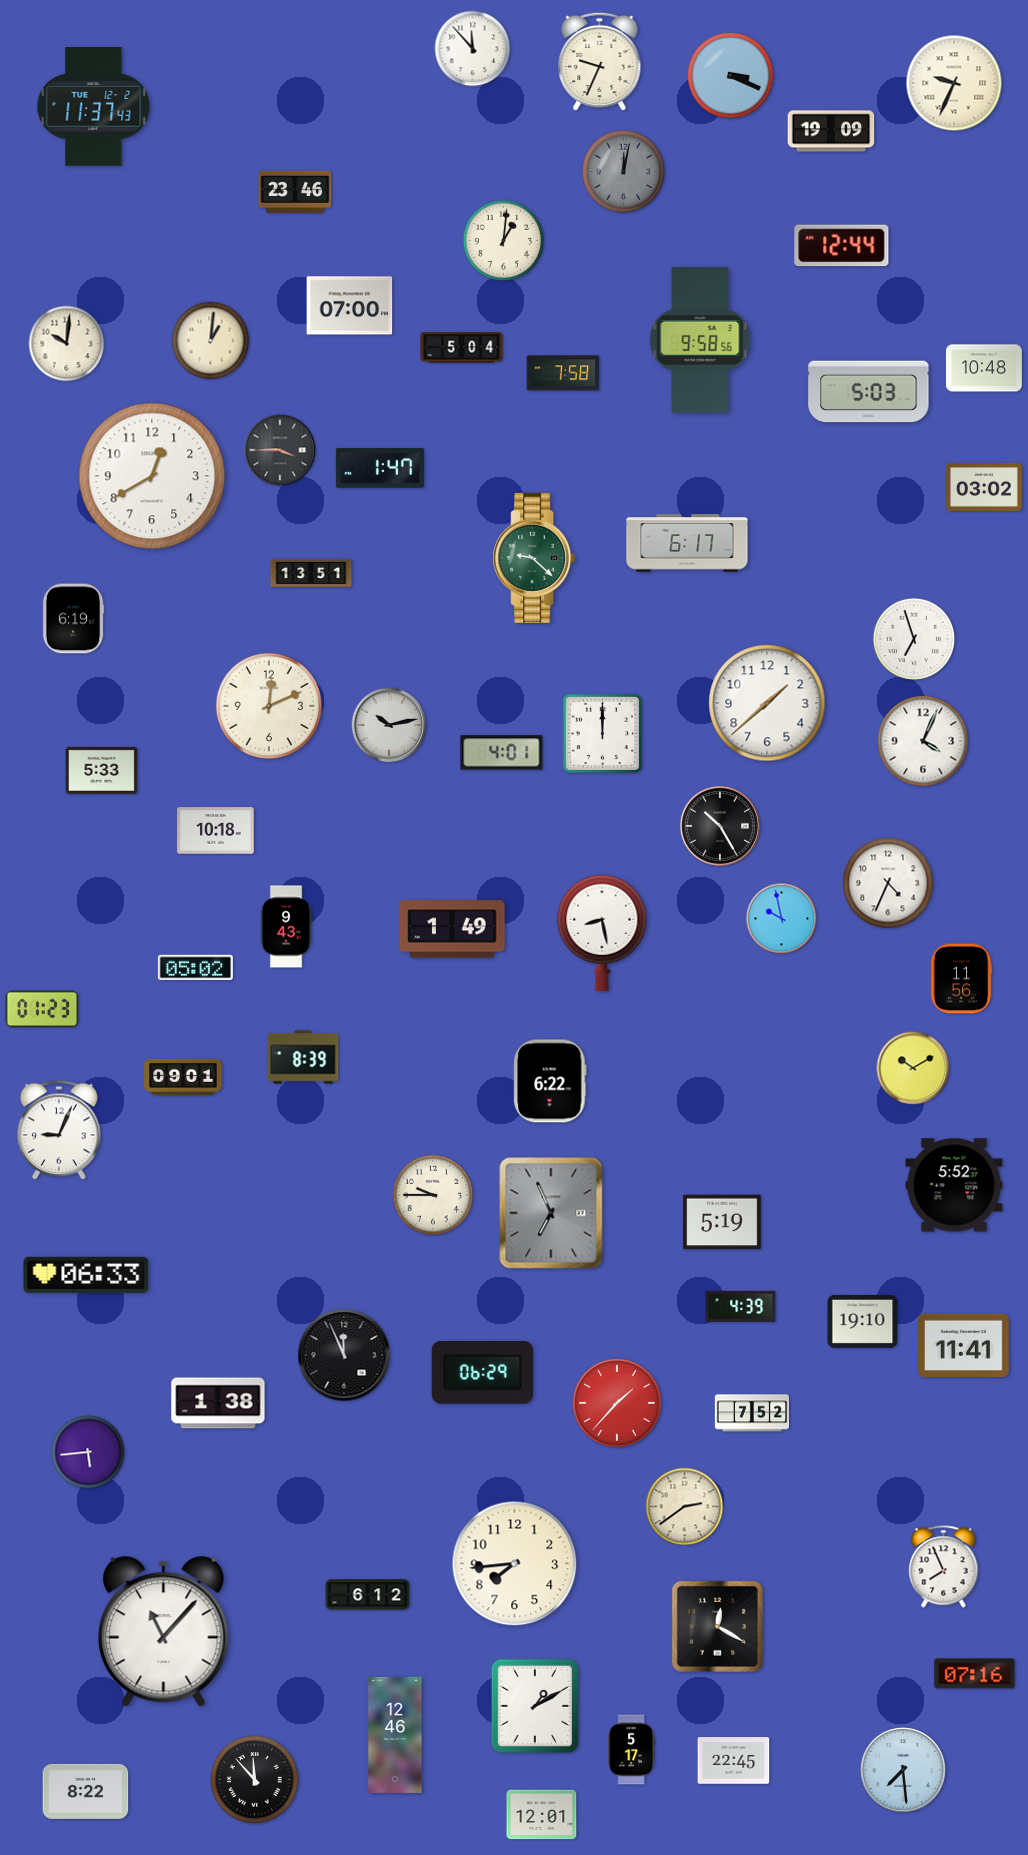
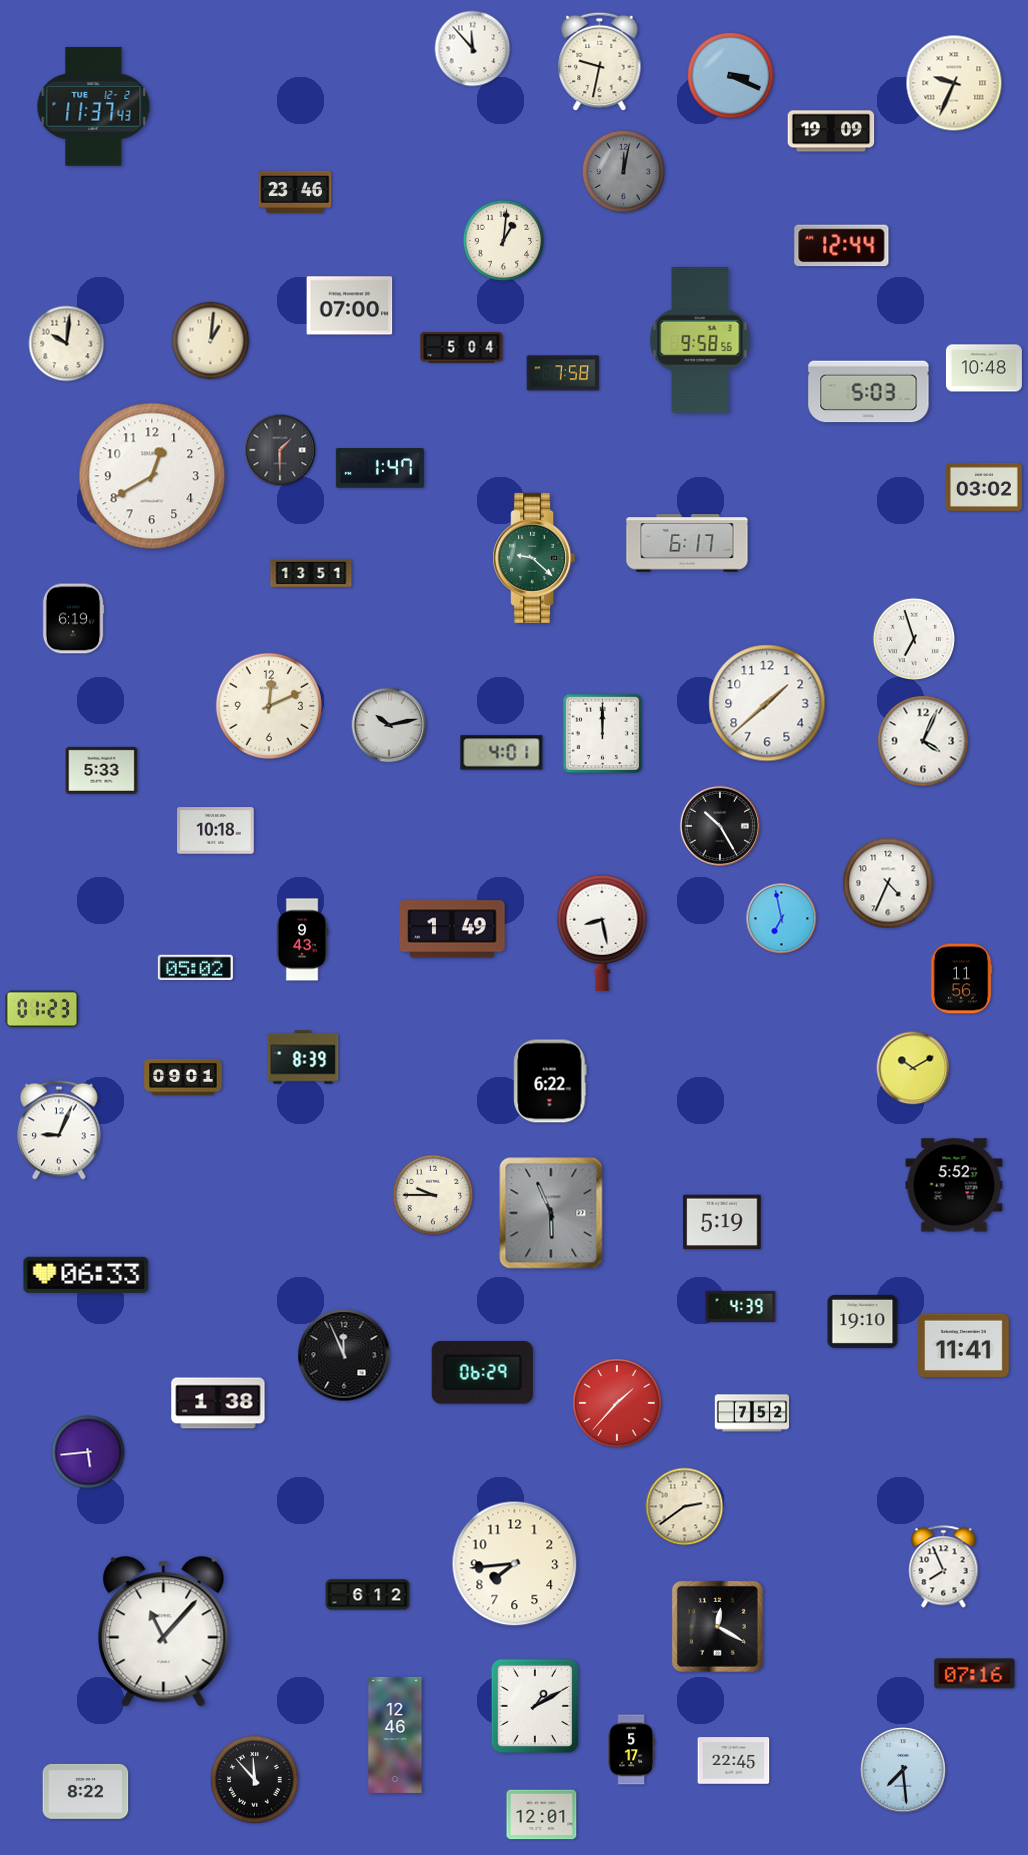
clock at (600, 62): 9:34 -> 9:32
clock at (280, 450): 3:45 -> 1:30
clock at (782, 919): 9:58 -> 6:58
clock at (286, 927) position: (286, 927) -> (302, 940)
clock at (551, 1213): 6:56 -> 5:56
